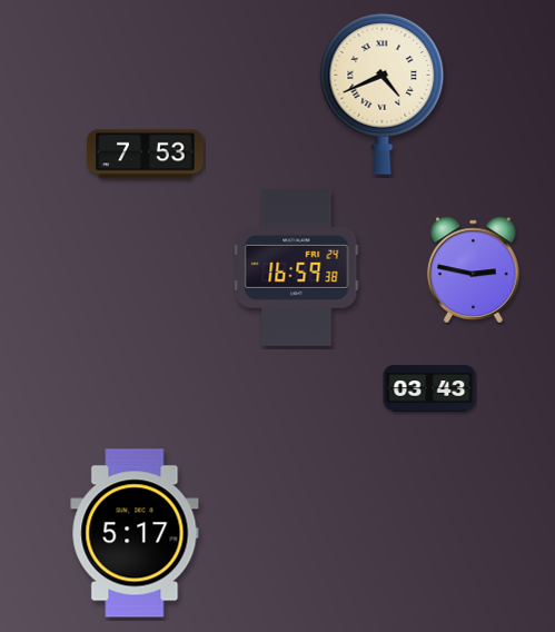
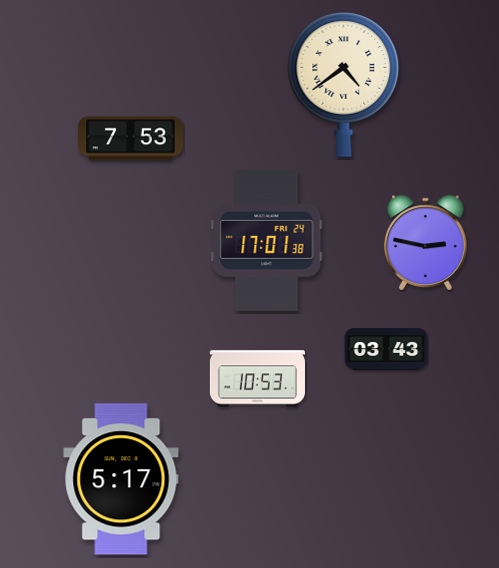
clock at (383, 95): 4:41 -> 4:39
clock at (297, 268): 16:59 -> 17:01
clock at (257, 379): none -> 10:53
